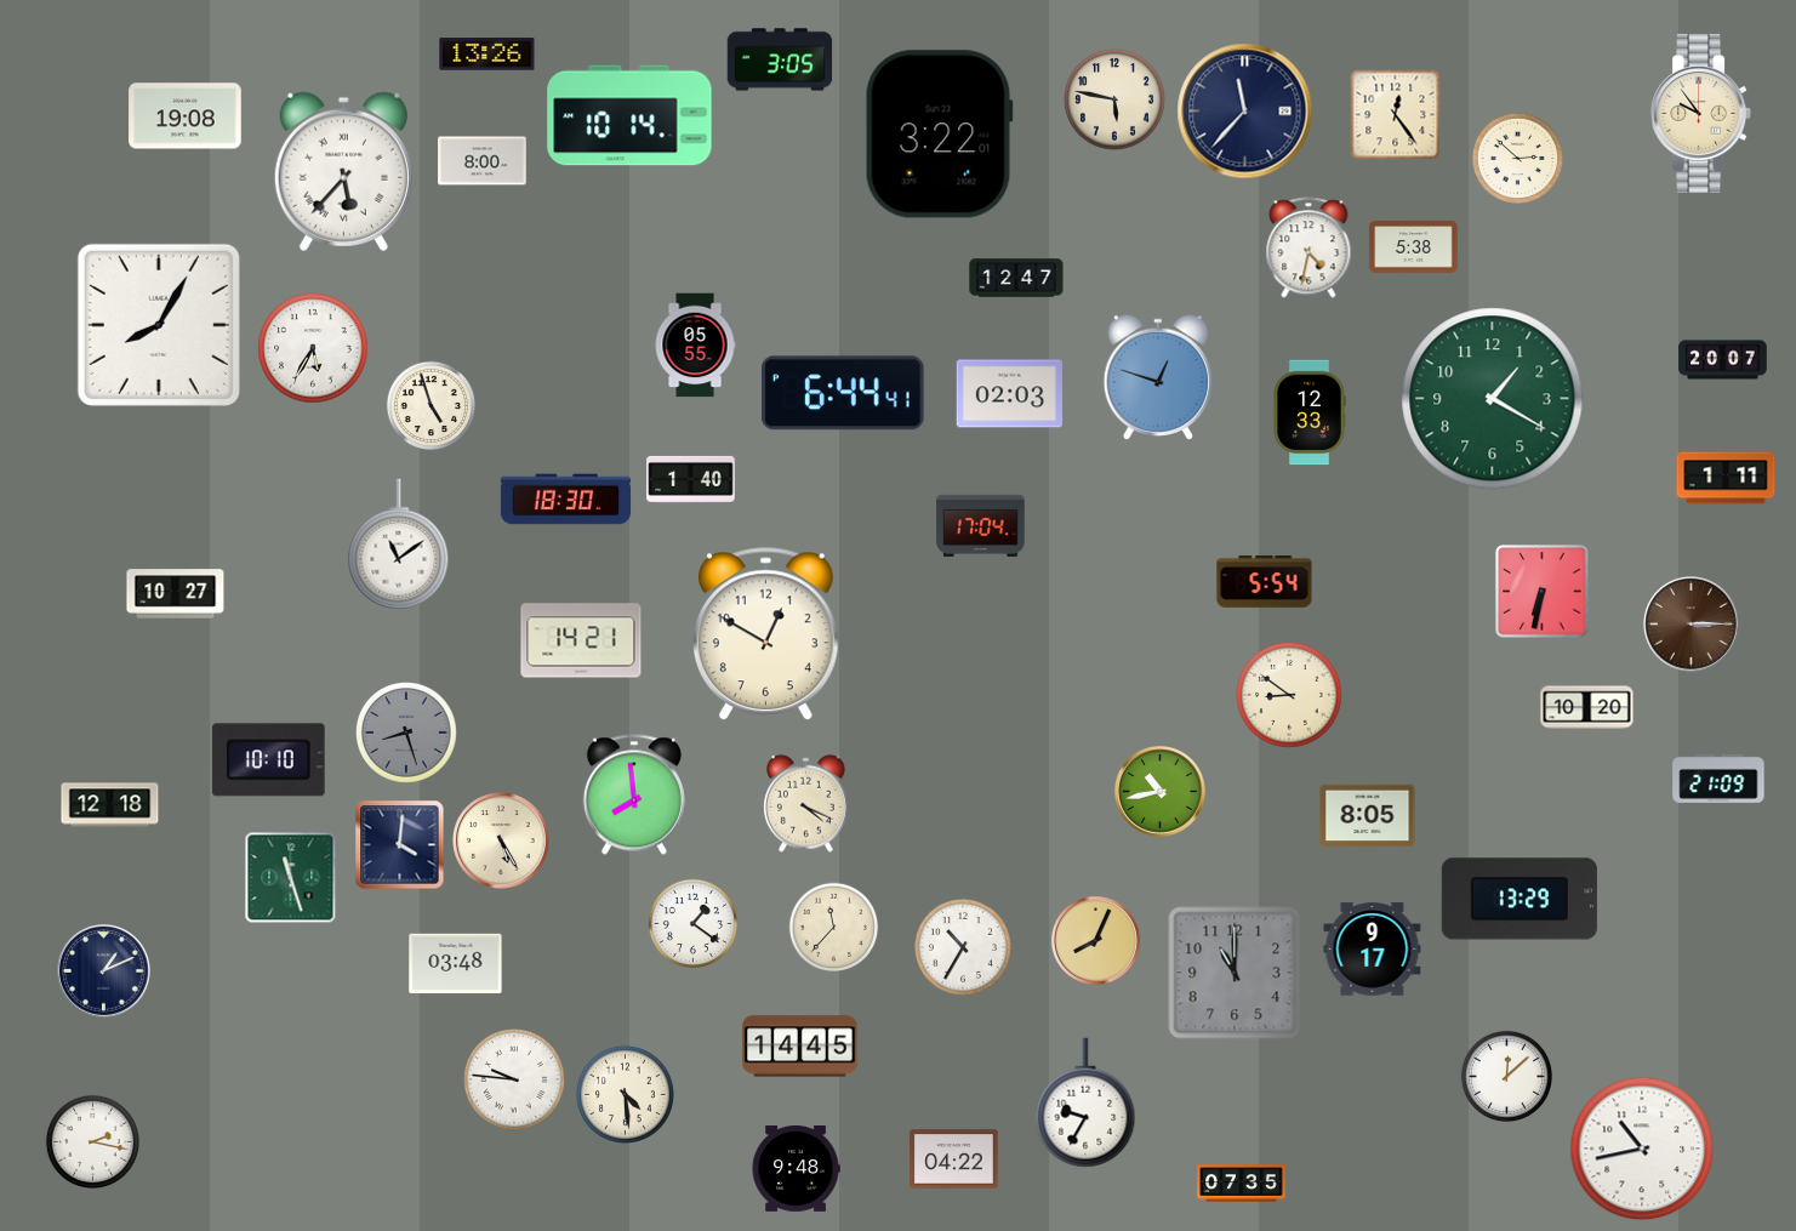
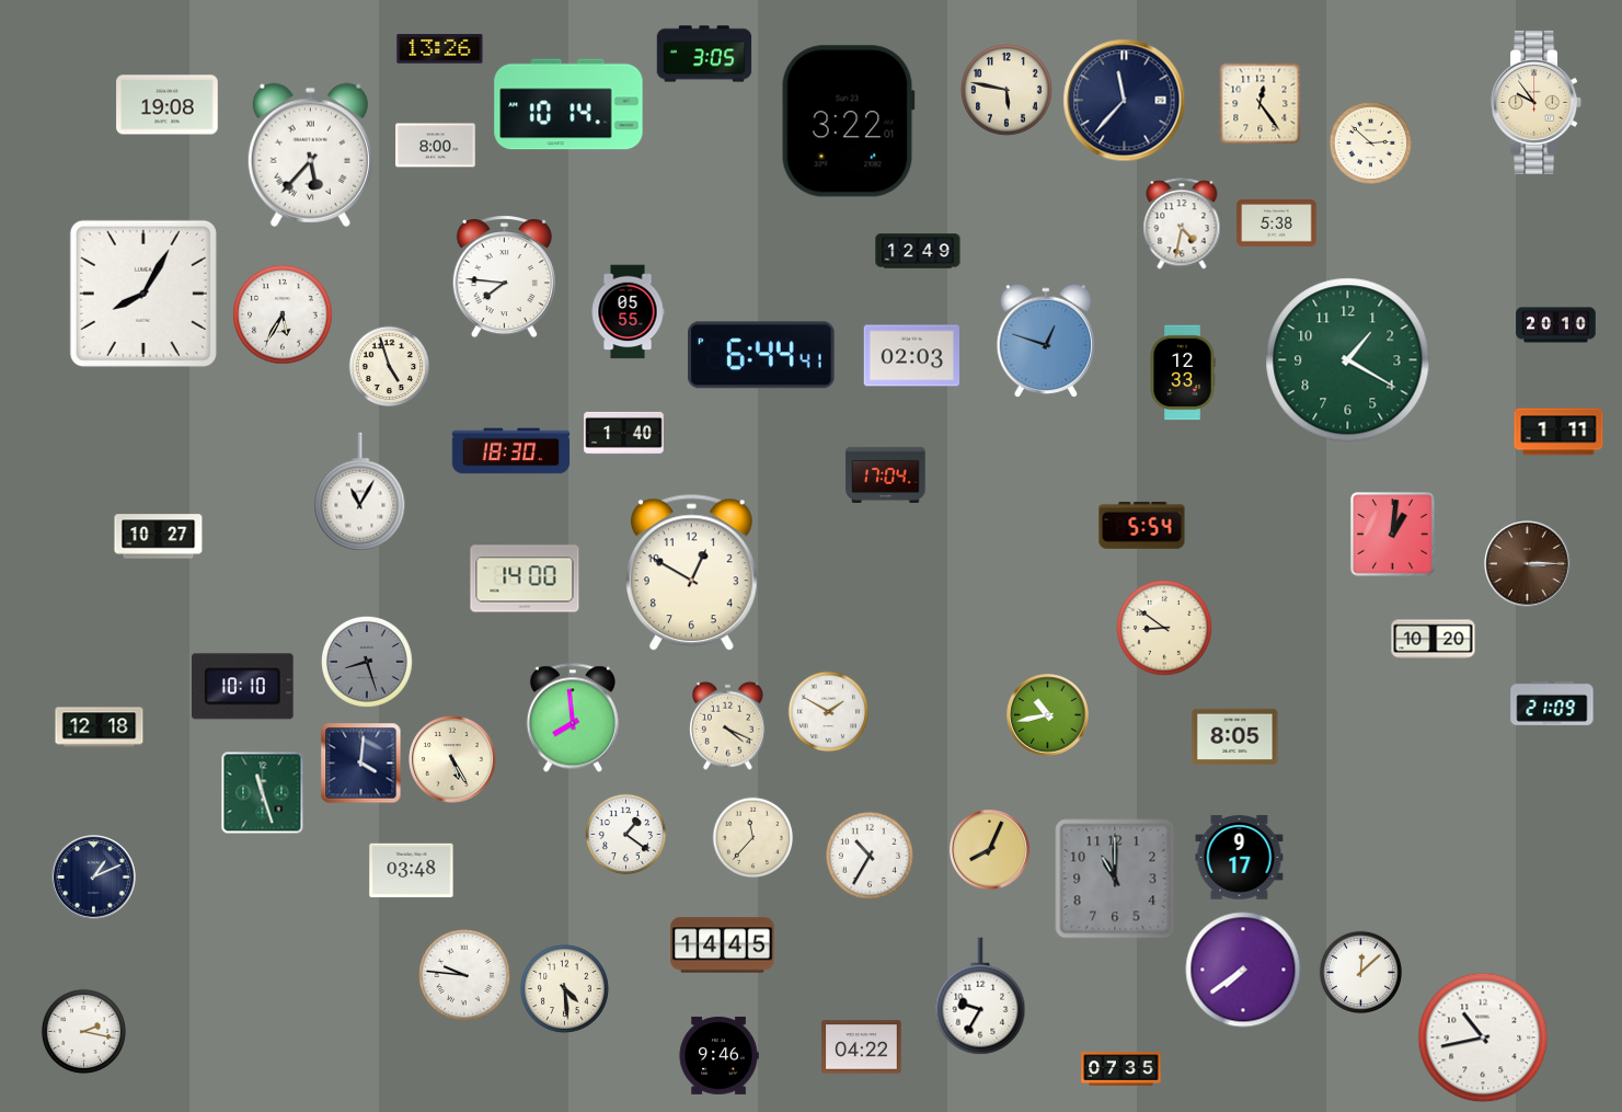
clock at (1016, 278): 12:47 -> 12:49
clock at (504, 277): none -> 7:46
clock at (1723, 360): 20:07 -> 20:10
clock at (399, 545): 11:09 -> 11:05
clock at (1543, 592): 6:32 -> 1:01
clock at (581, 640): 14:21 -> 14:00
clock at (829, 712): none -> 1:50
clock at (1520, 899): 13:29 -> none
clock at (1243, 970): none -> 7:39
clock at (796, 1168): 9:48 -> 9:46
